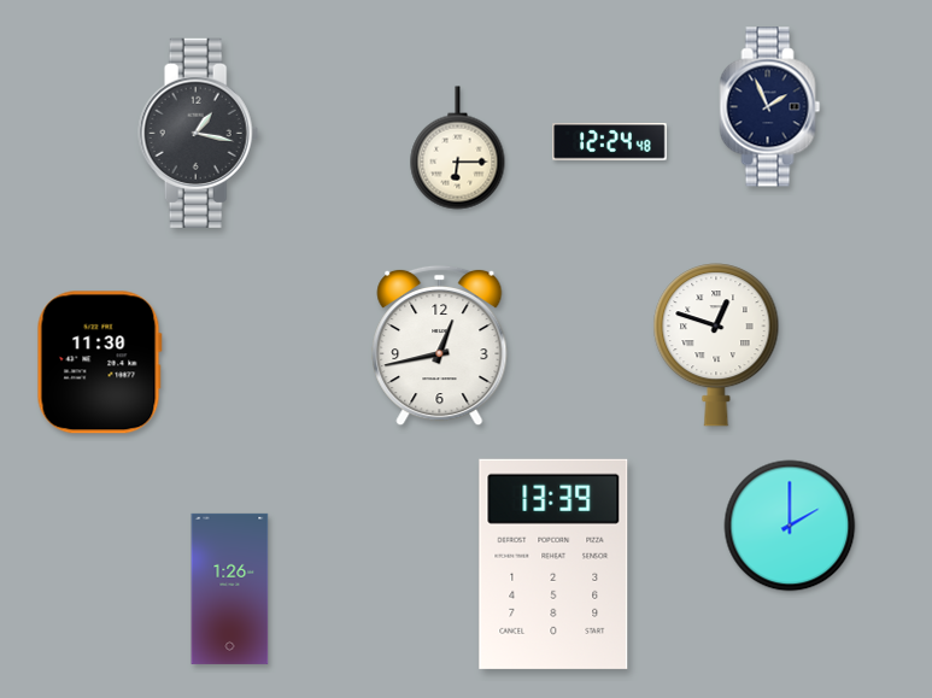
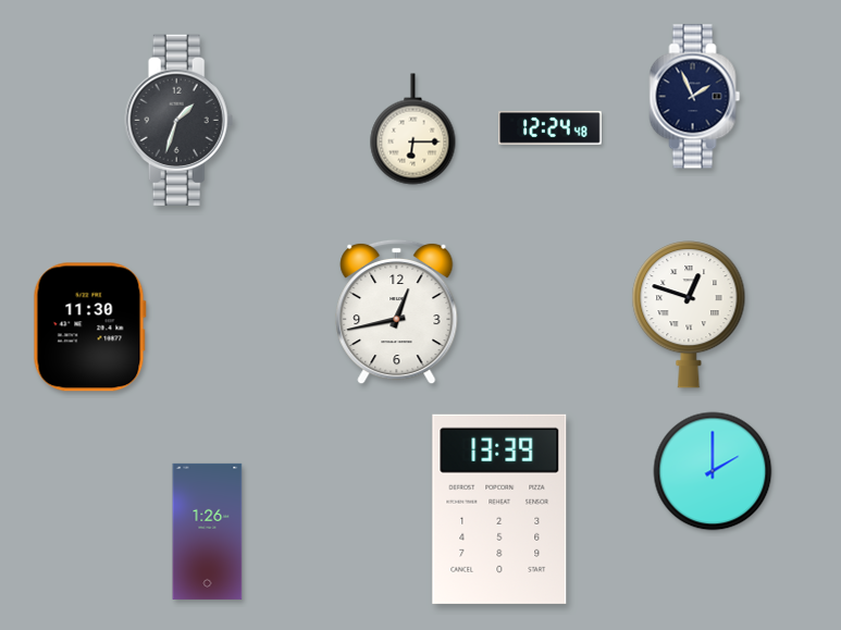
clock at (199, 133): 1:17 -> 1:33
clock at (458, 148) position: (458, 148) -> (413, 129)
clock at (716, 345) position: (716, 345) -> (689, 314)
clock at (790, 526) position: (790, 526) -> (713, 471)
